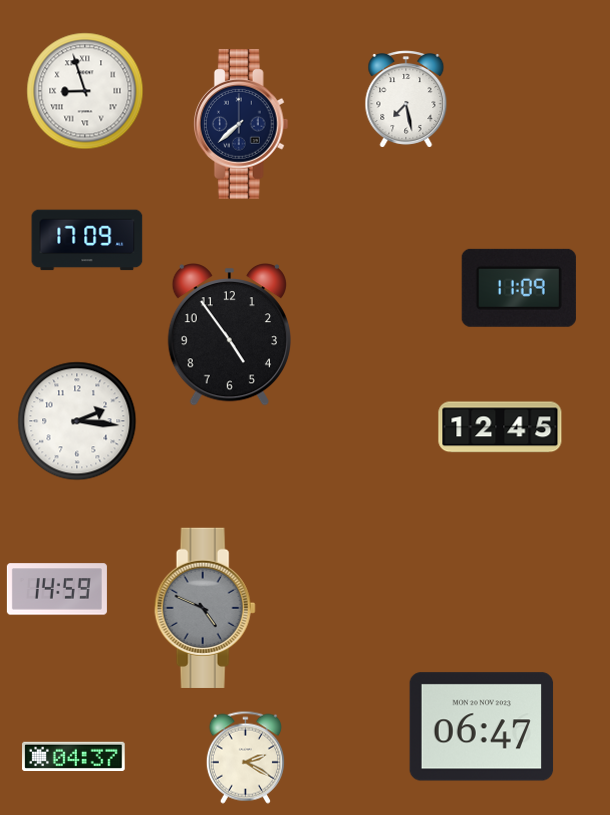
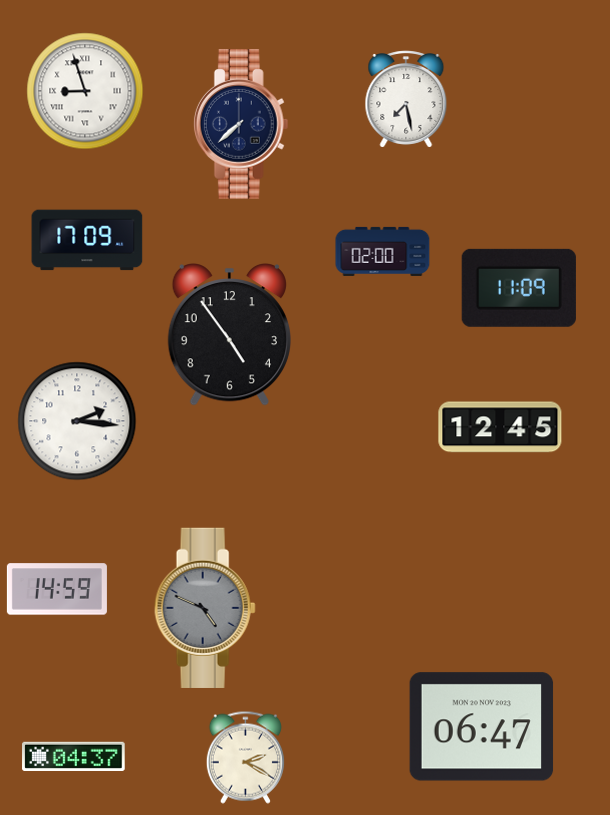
clock at (383, 251): none -> 02:00
